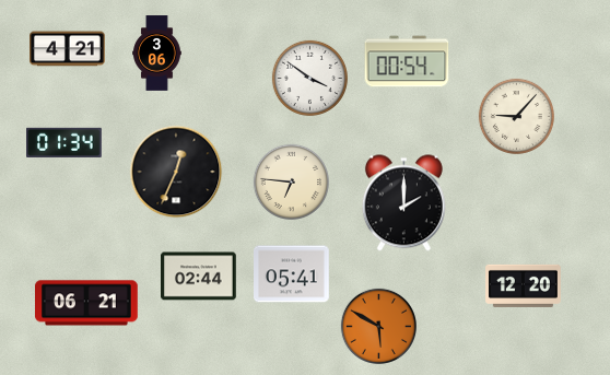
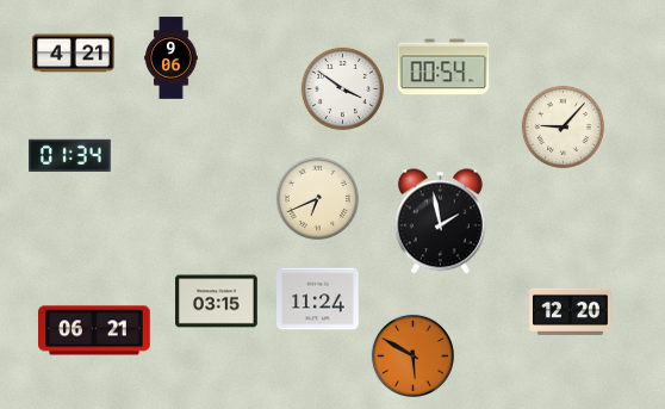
clock at (157, 54): 3:06 -> 9:06
clock at (309, 78) position: (309, 78) -> (342, 88)
clock at (176, 172): 12:34 -> none
clock at (291, 181): 6:46 -> 6:41
clock at (403, 203): 2:00 -> 1:58
clock at (292, 274): 05:41 -> 11:24
clock at (199, 277): 02:44 -> 03:15
